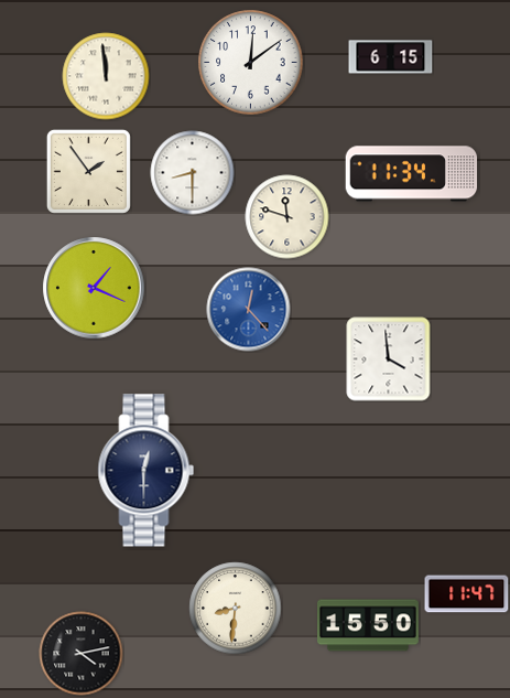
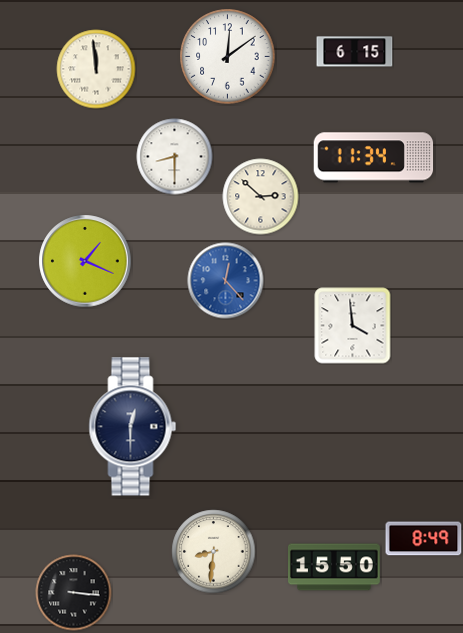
clock at (88, 171): 1:54 -> none
clock at (287, 217): 11:48 -> 2:52
clock at (467, 594): 11:47 -> 8:49
clock at (82, 654): 4:13 -> 3:16
